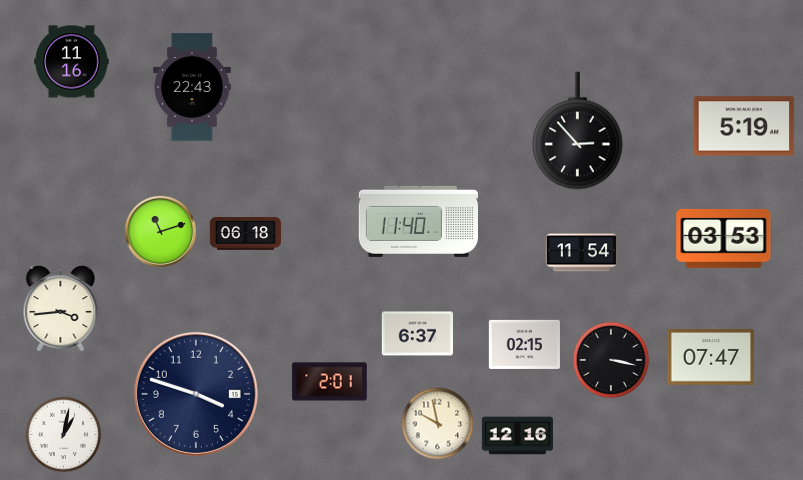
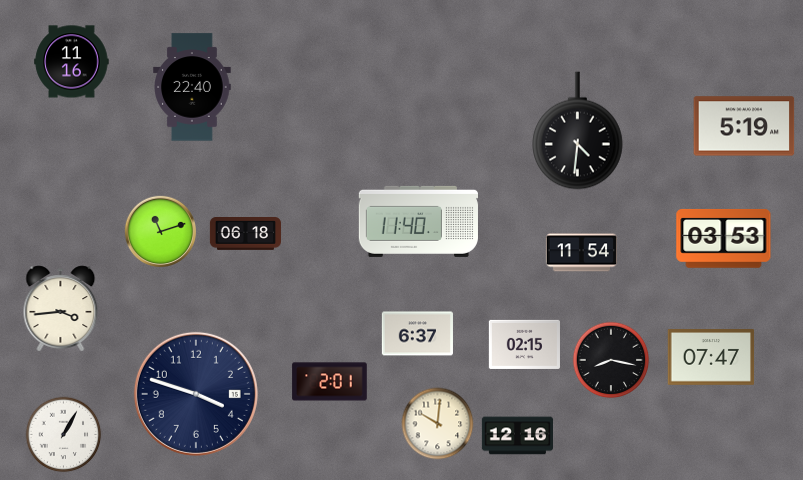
clock at (192, 87): 22:43 -> 22:40
clock at (578, 131): 2:53 -> 4:31
clock at (611, 360): 3:17 -> 8:17
clock at (438, 424): 9:58 -> 10:01
clock at (64, 435): 1:02 -> 1:05
